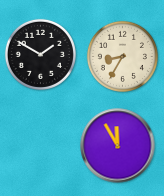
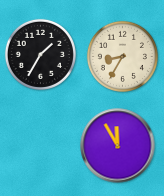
clock at (40, 54): 1:50 -> 1:35
